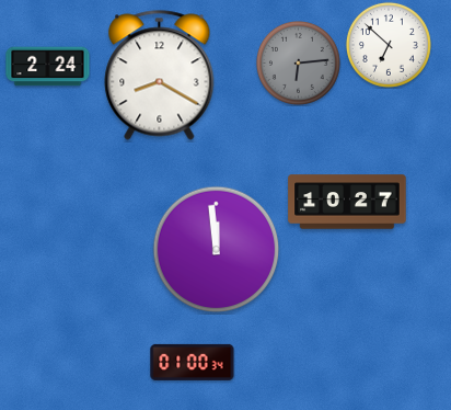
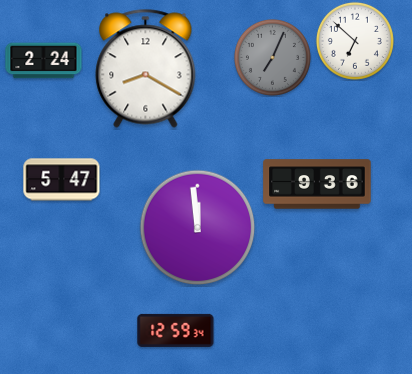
clock at (298, 62): 6:14 -> 7:04
clock at (62, 180): none -> 5:47
clock at (347, 202): 10:27 -> 9:36
clock at (193, 362): 01:00 -> 12:59
